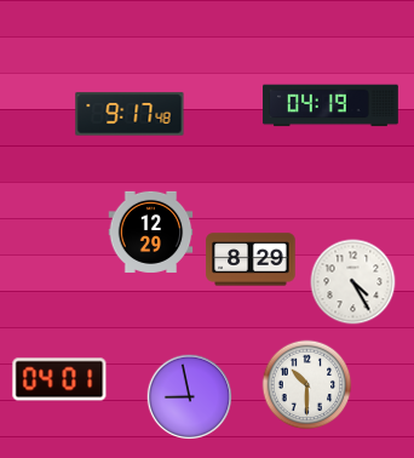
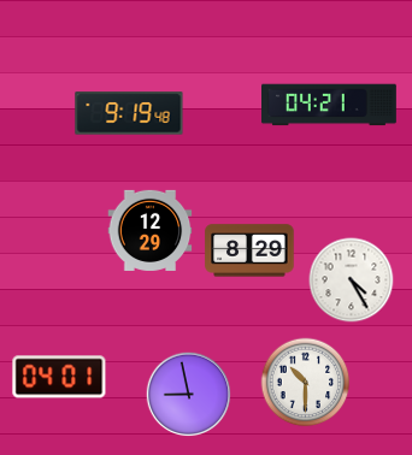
clock at (332, 105): 04:19 -> 04:21
clock at (130, 114): 9:17 -> 9:19
clock at (251, 259) position: (251, 259) -> (249, 250)
